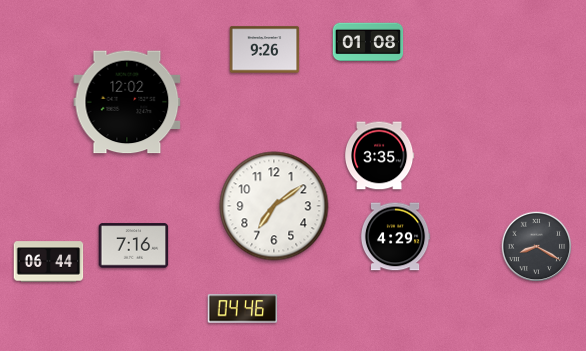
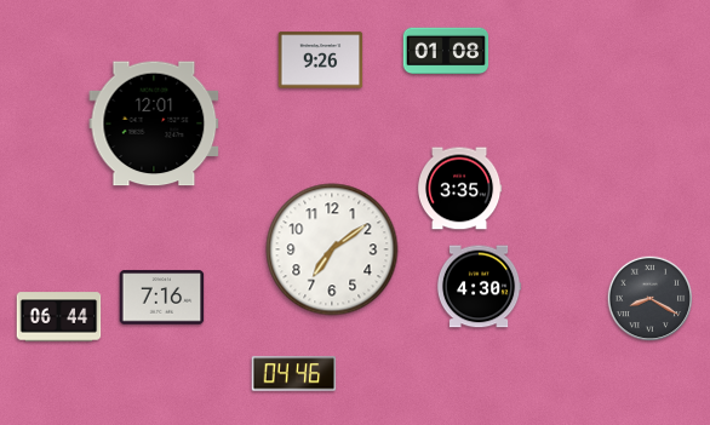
clock at (127, 102): 12:02 -> 12:01
clock at (395, 237): 4:29 -> 4:30
